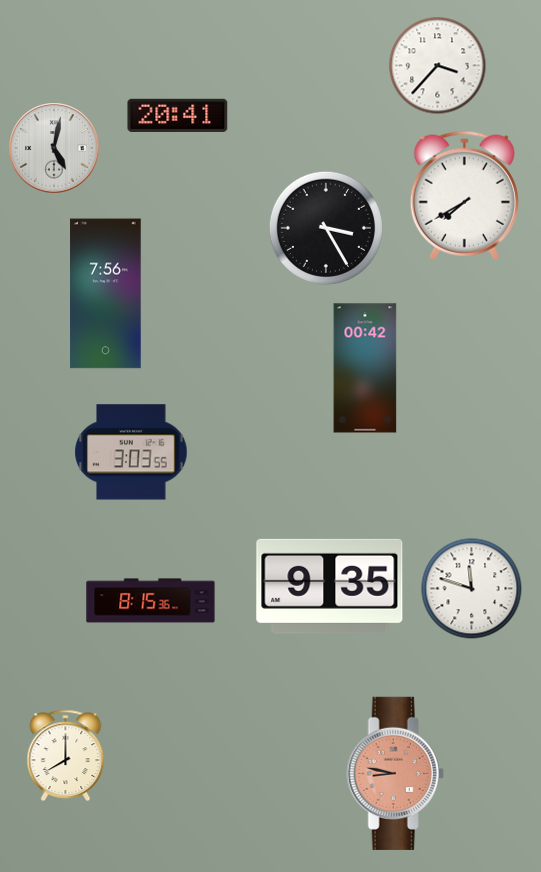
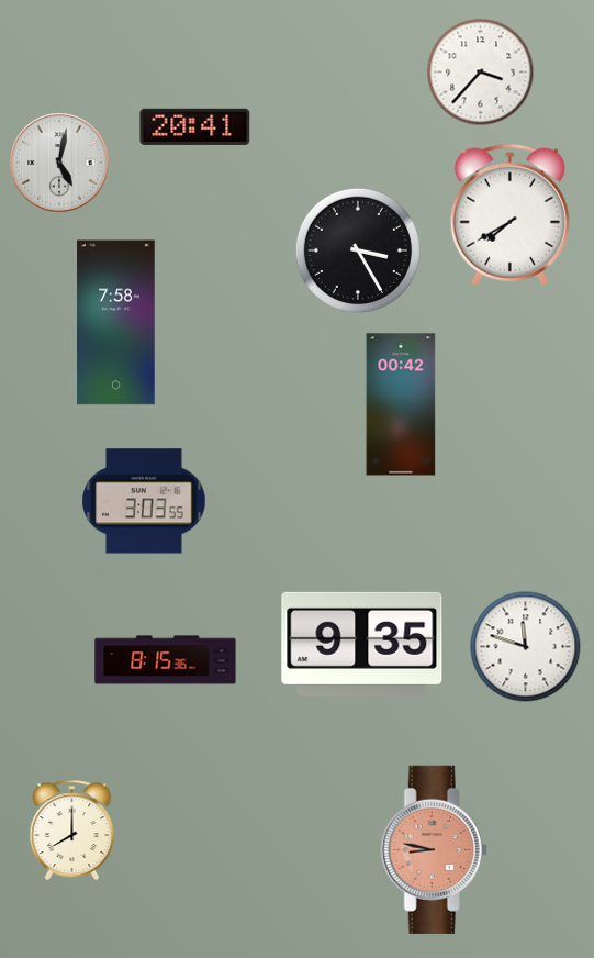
clock at (106, 294): 7:56 -> 7:58
clock at (131, 452) position: (131, 452) -> (144, 501)
clock at (472, 589) position: (472, 589) -> (526, 647)
